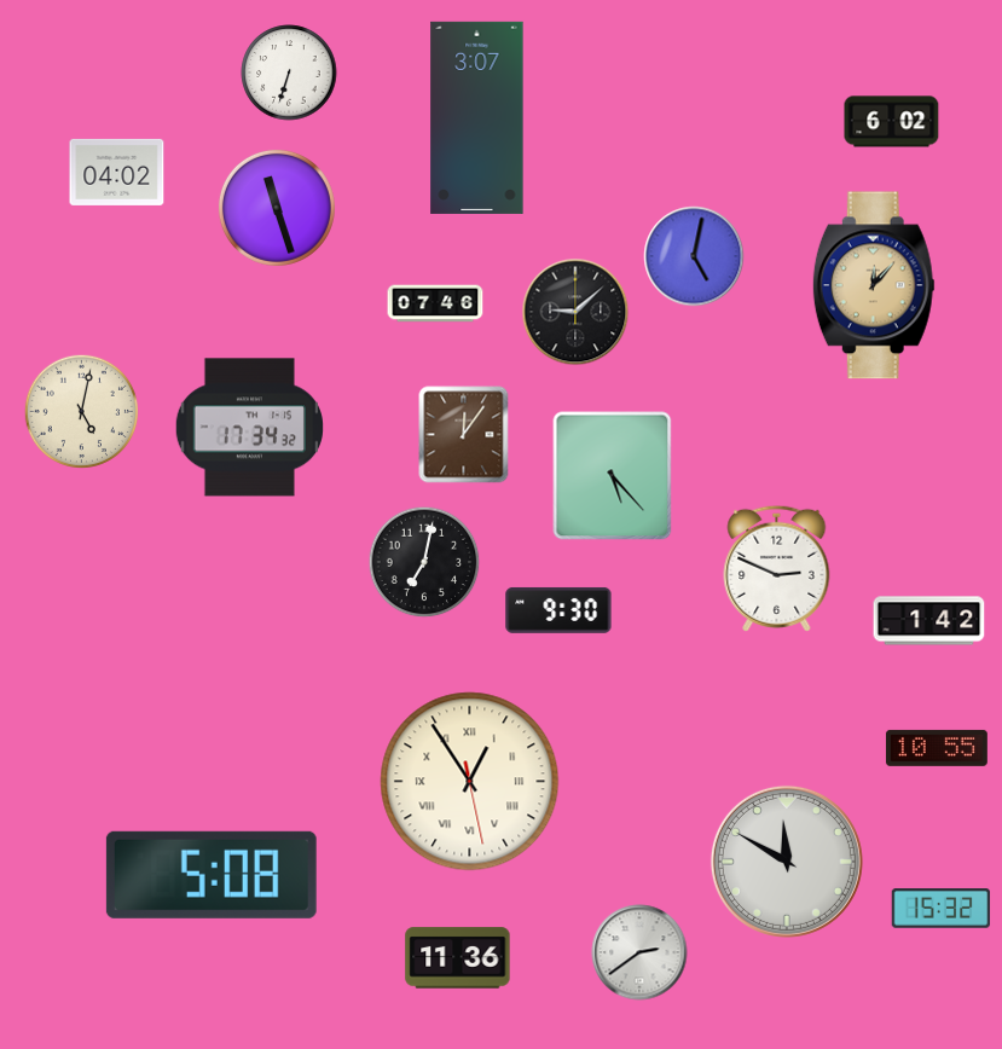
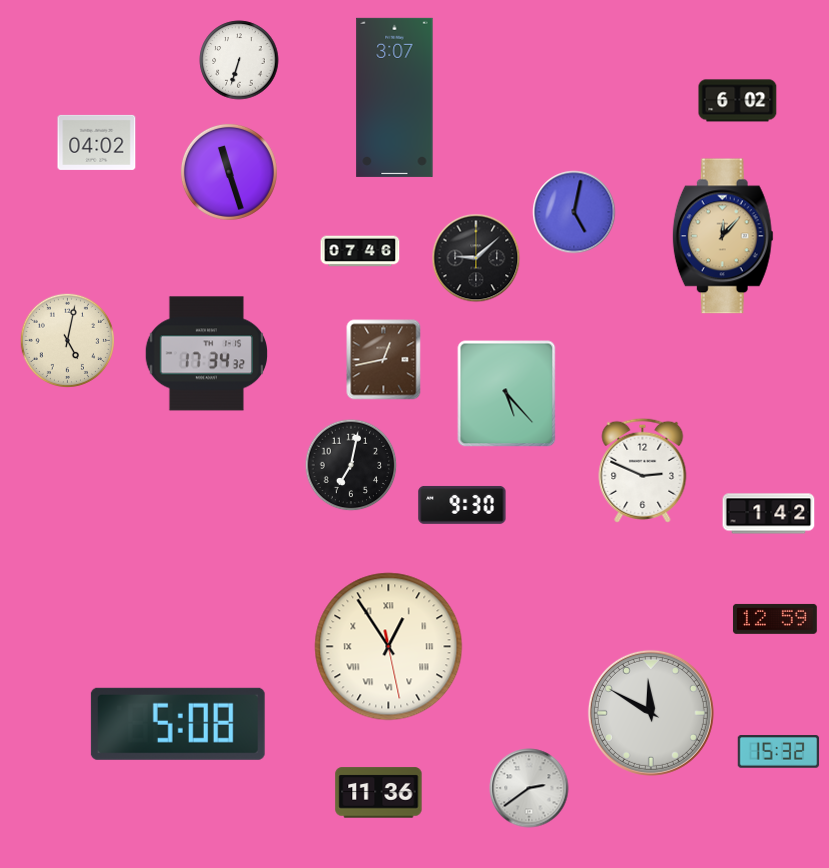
clock at (464, 435): 12:06 -> 12:43
clock at (937, 748): 10:55 -> 12:59
clock at (212, 875) position: (212, 875) -> (178, 724)
